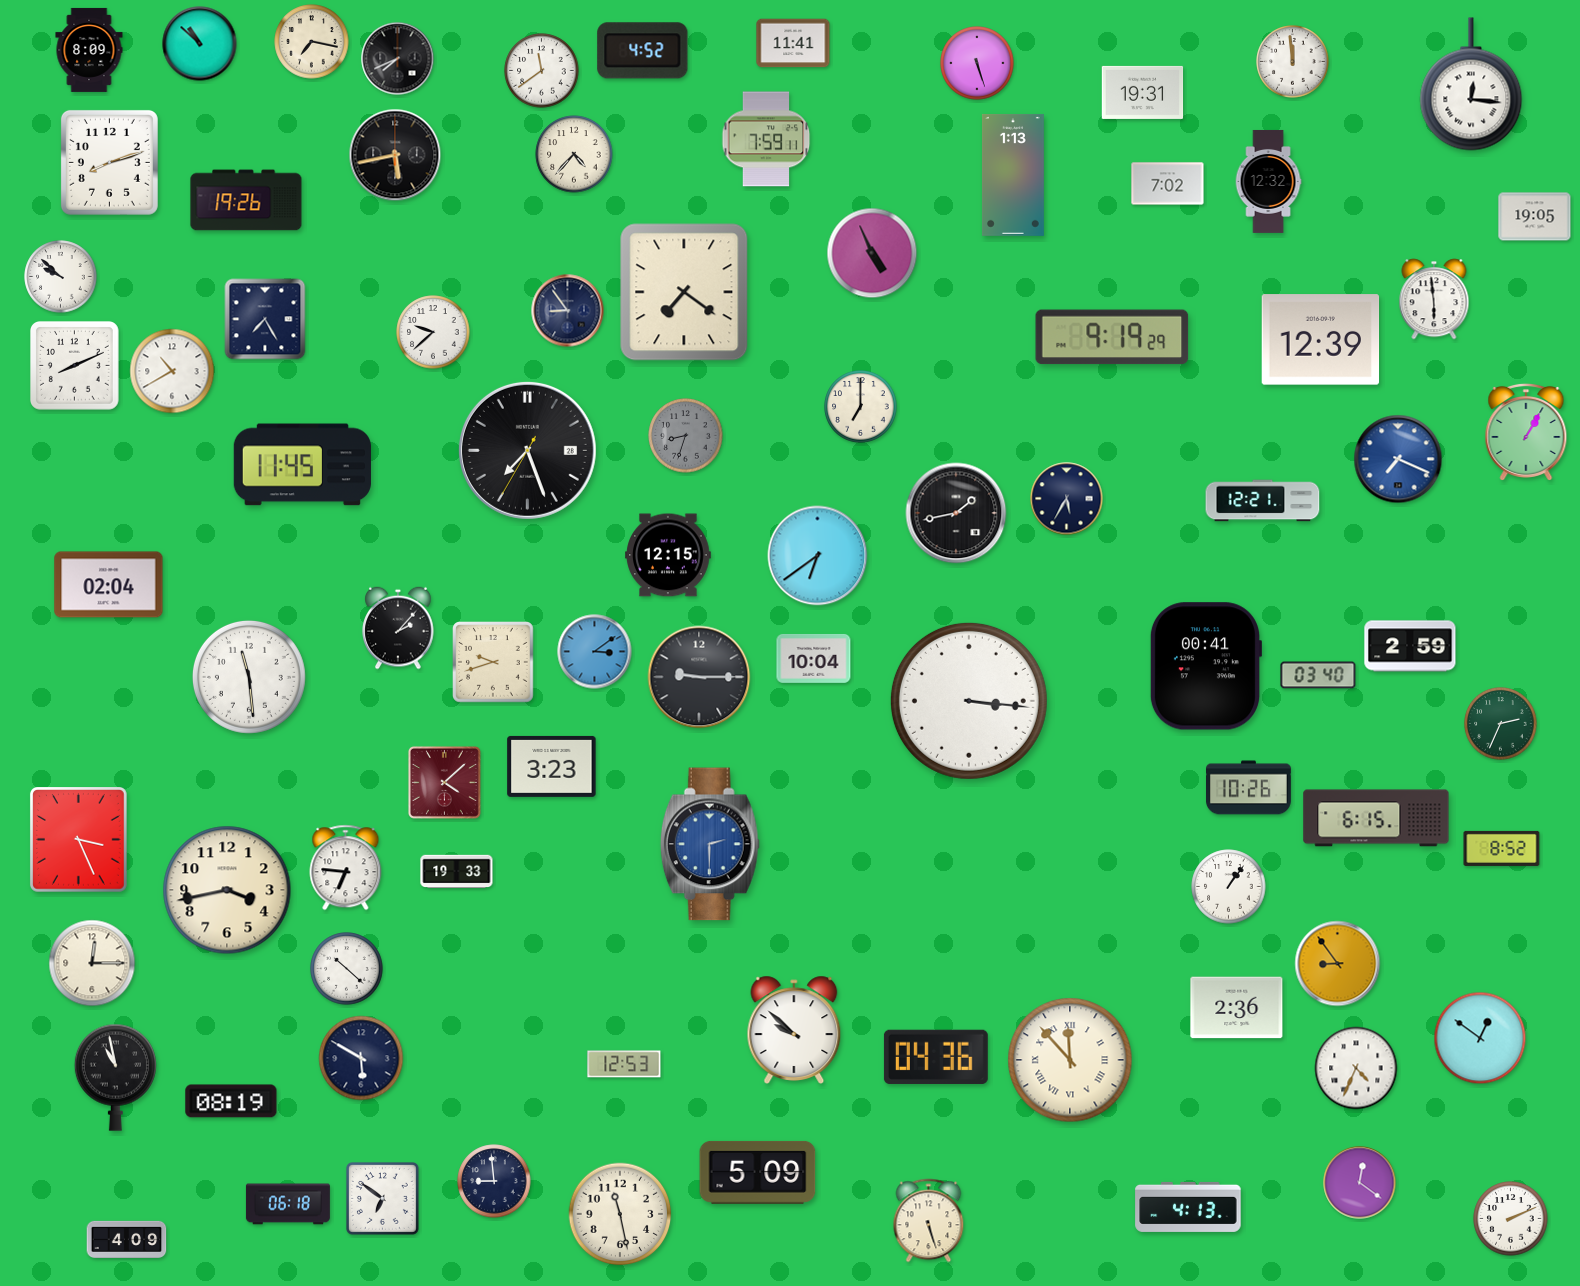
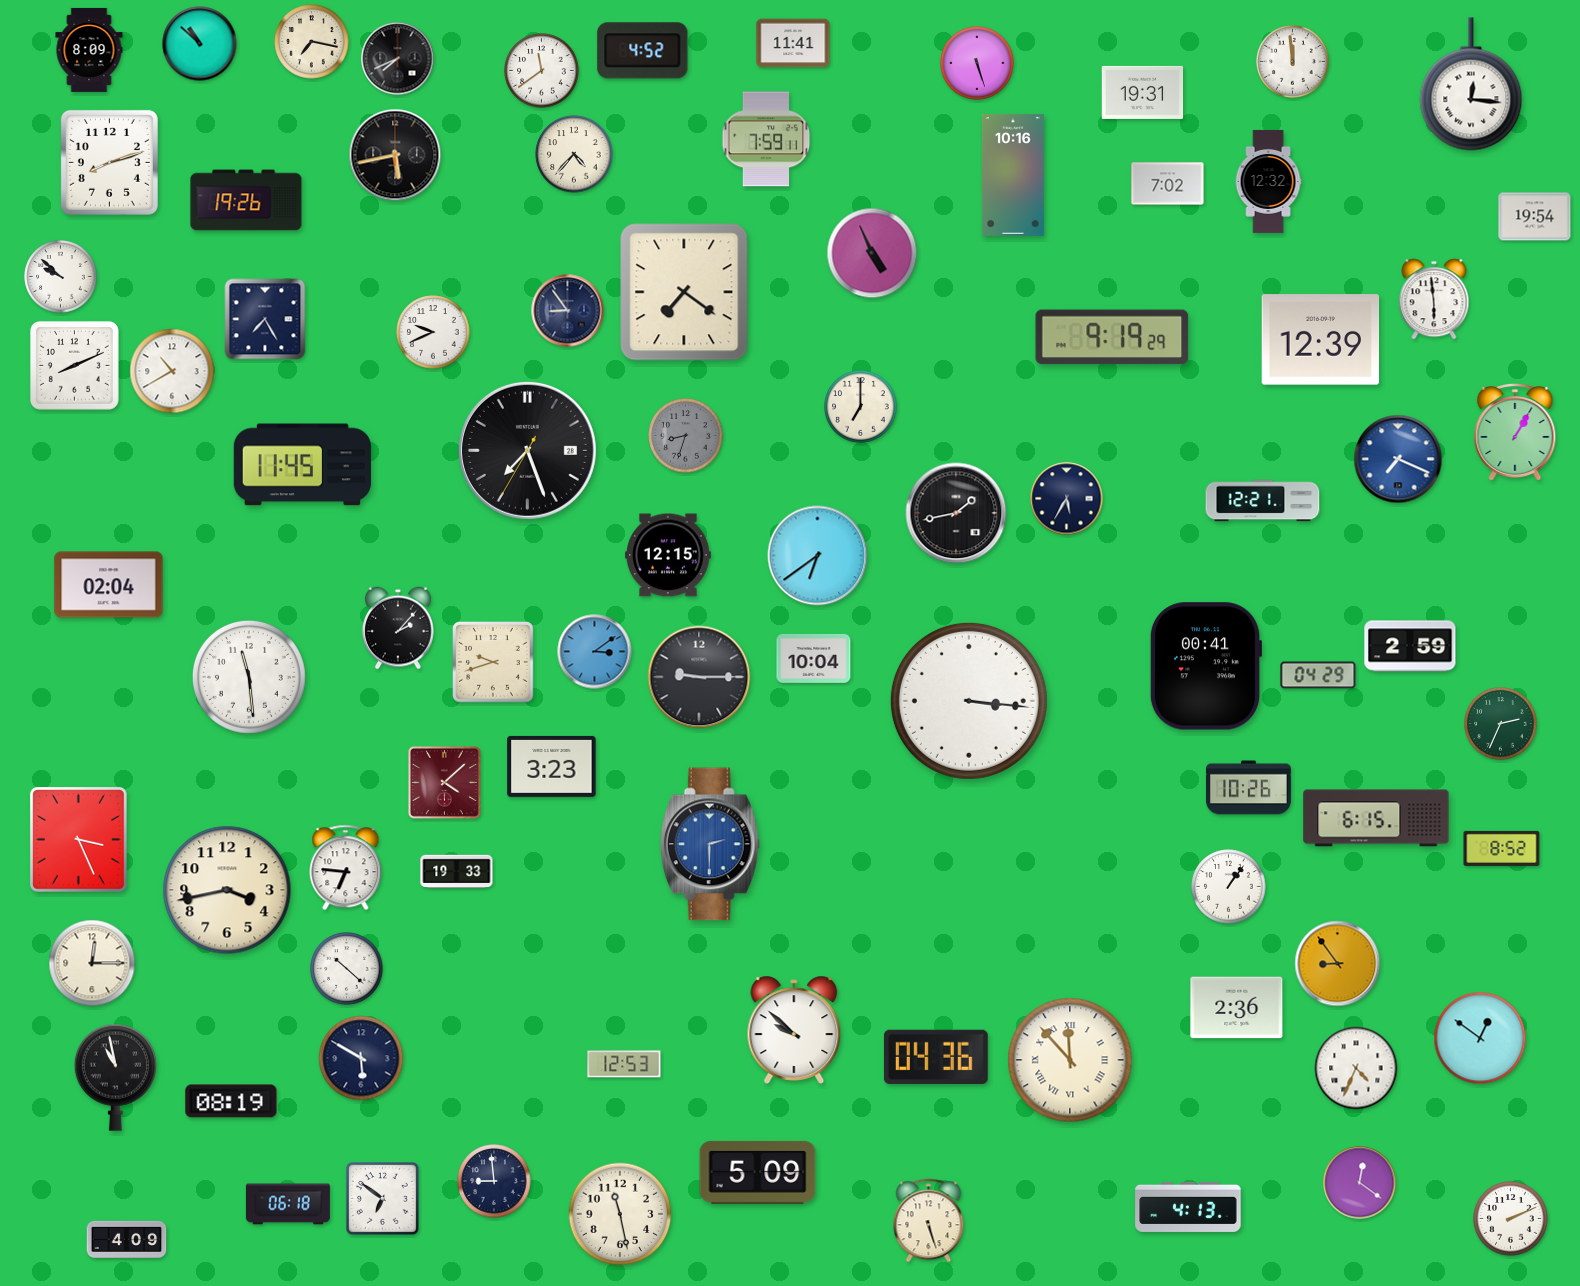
clock at (1013, 175): 1:13 -> 10:16
clock at (1535, 217): 19:05 -> 19:54
clock at (433, 332): 9:38 -> 9:41
clock at (1526, 432) position: (1526, 432) -> (1515, 432)
clock at (1318, 675): 03:40 -> 04:29
